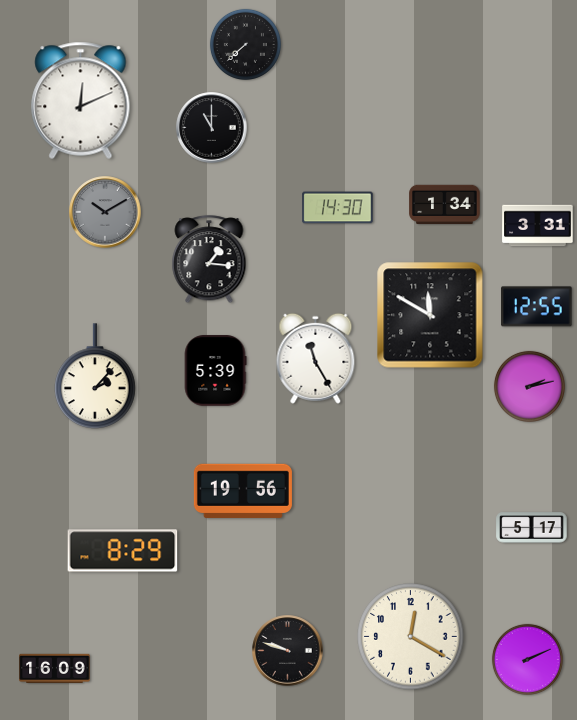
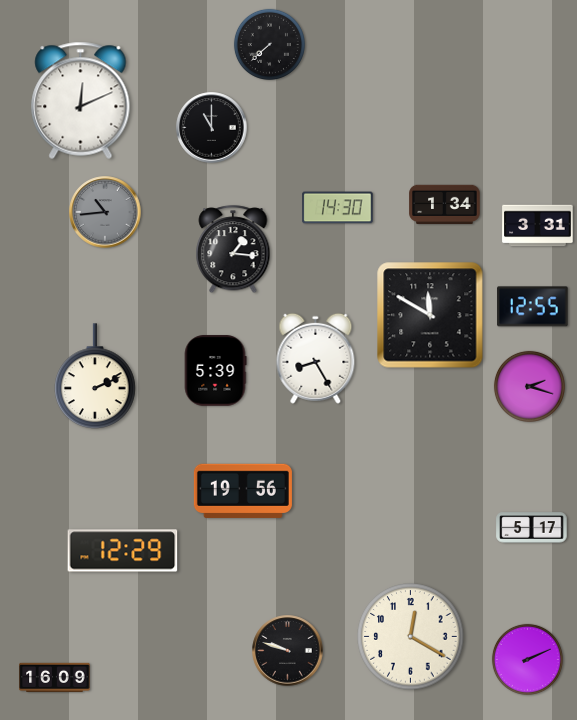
clock at (245, 44) position: (245, 44) -> (269, 44)
clock at (105, 212): 10:10 -> 10:44
clock at (209, 260) position: (209, 260) -> (233, 250)
clock at (537, 307) position: (537, 307) -> (533, 307)
clock at (316, 358): 11:25 -> 8:25
clock at (95, 376): 2:07 -> 2:11
clock at (529, 386): 2:13 -> 2:18
clock at (123, 551): 8:29 -> 12:29
clock at (55, 669) position: (55, 669) -> (55, 678)
